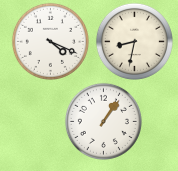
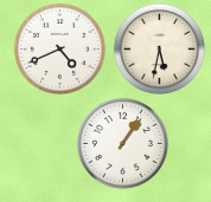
clock at (50, 41): 4:19 -> 4:41
clock at (134, 41): 8:32 -> 5:32
